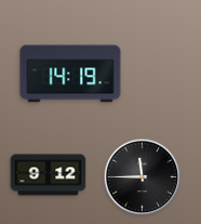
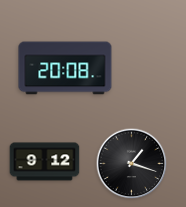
clock at (70, 74): 14:19 -> 20:08
clock at (143, 177): 11:45 -> 1:18
